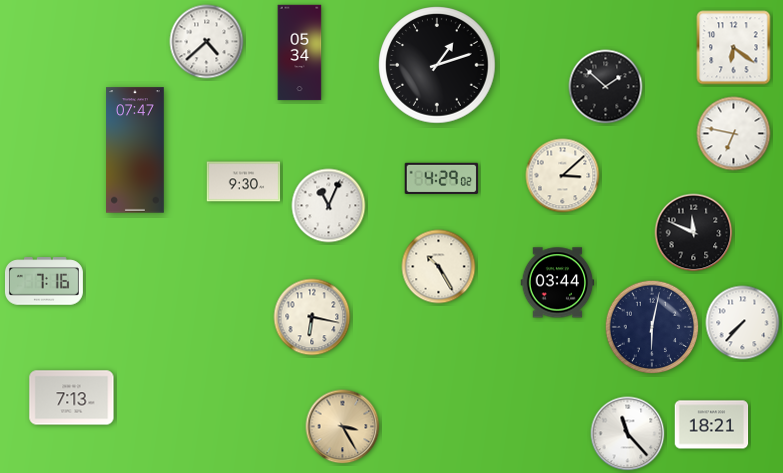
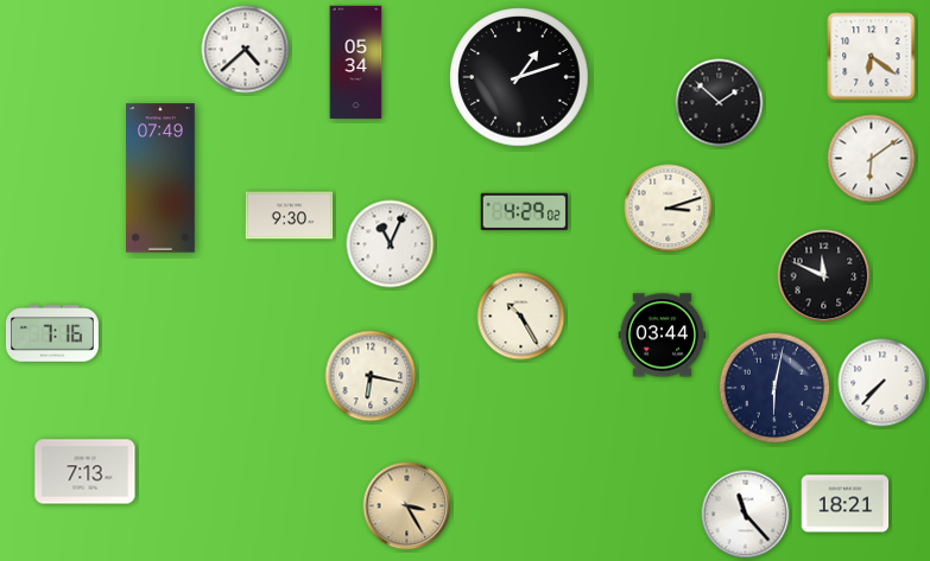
clock at (734, 134): 6:47 -> 6:09
clock at (135, 150): 07:47 -> 07:49
clock at (563, 176): 3:08 -> 3:12
